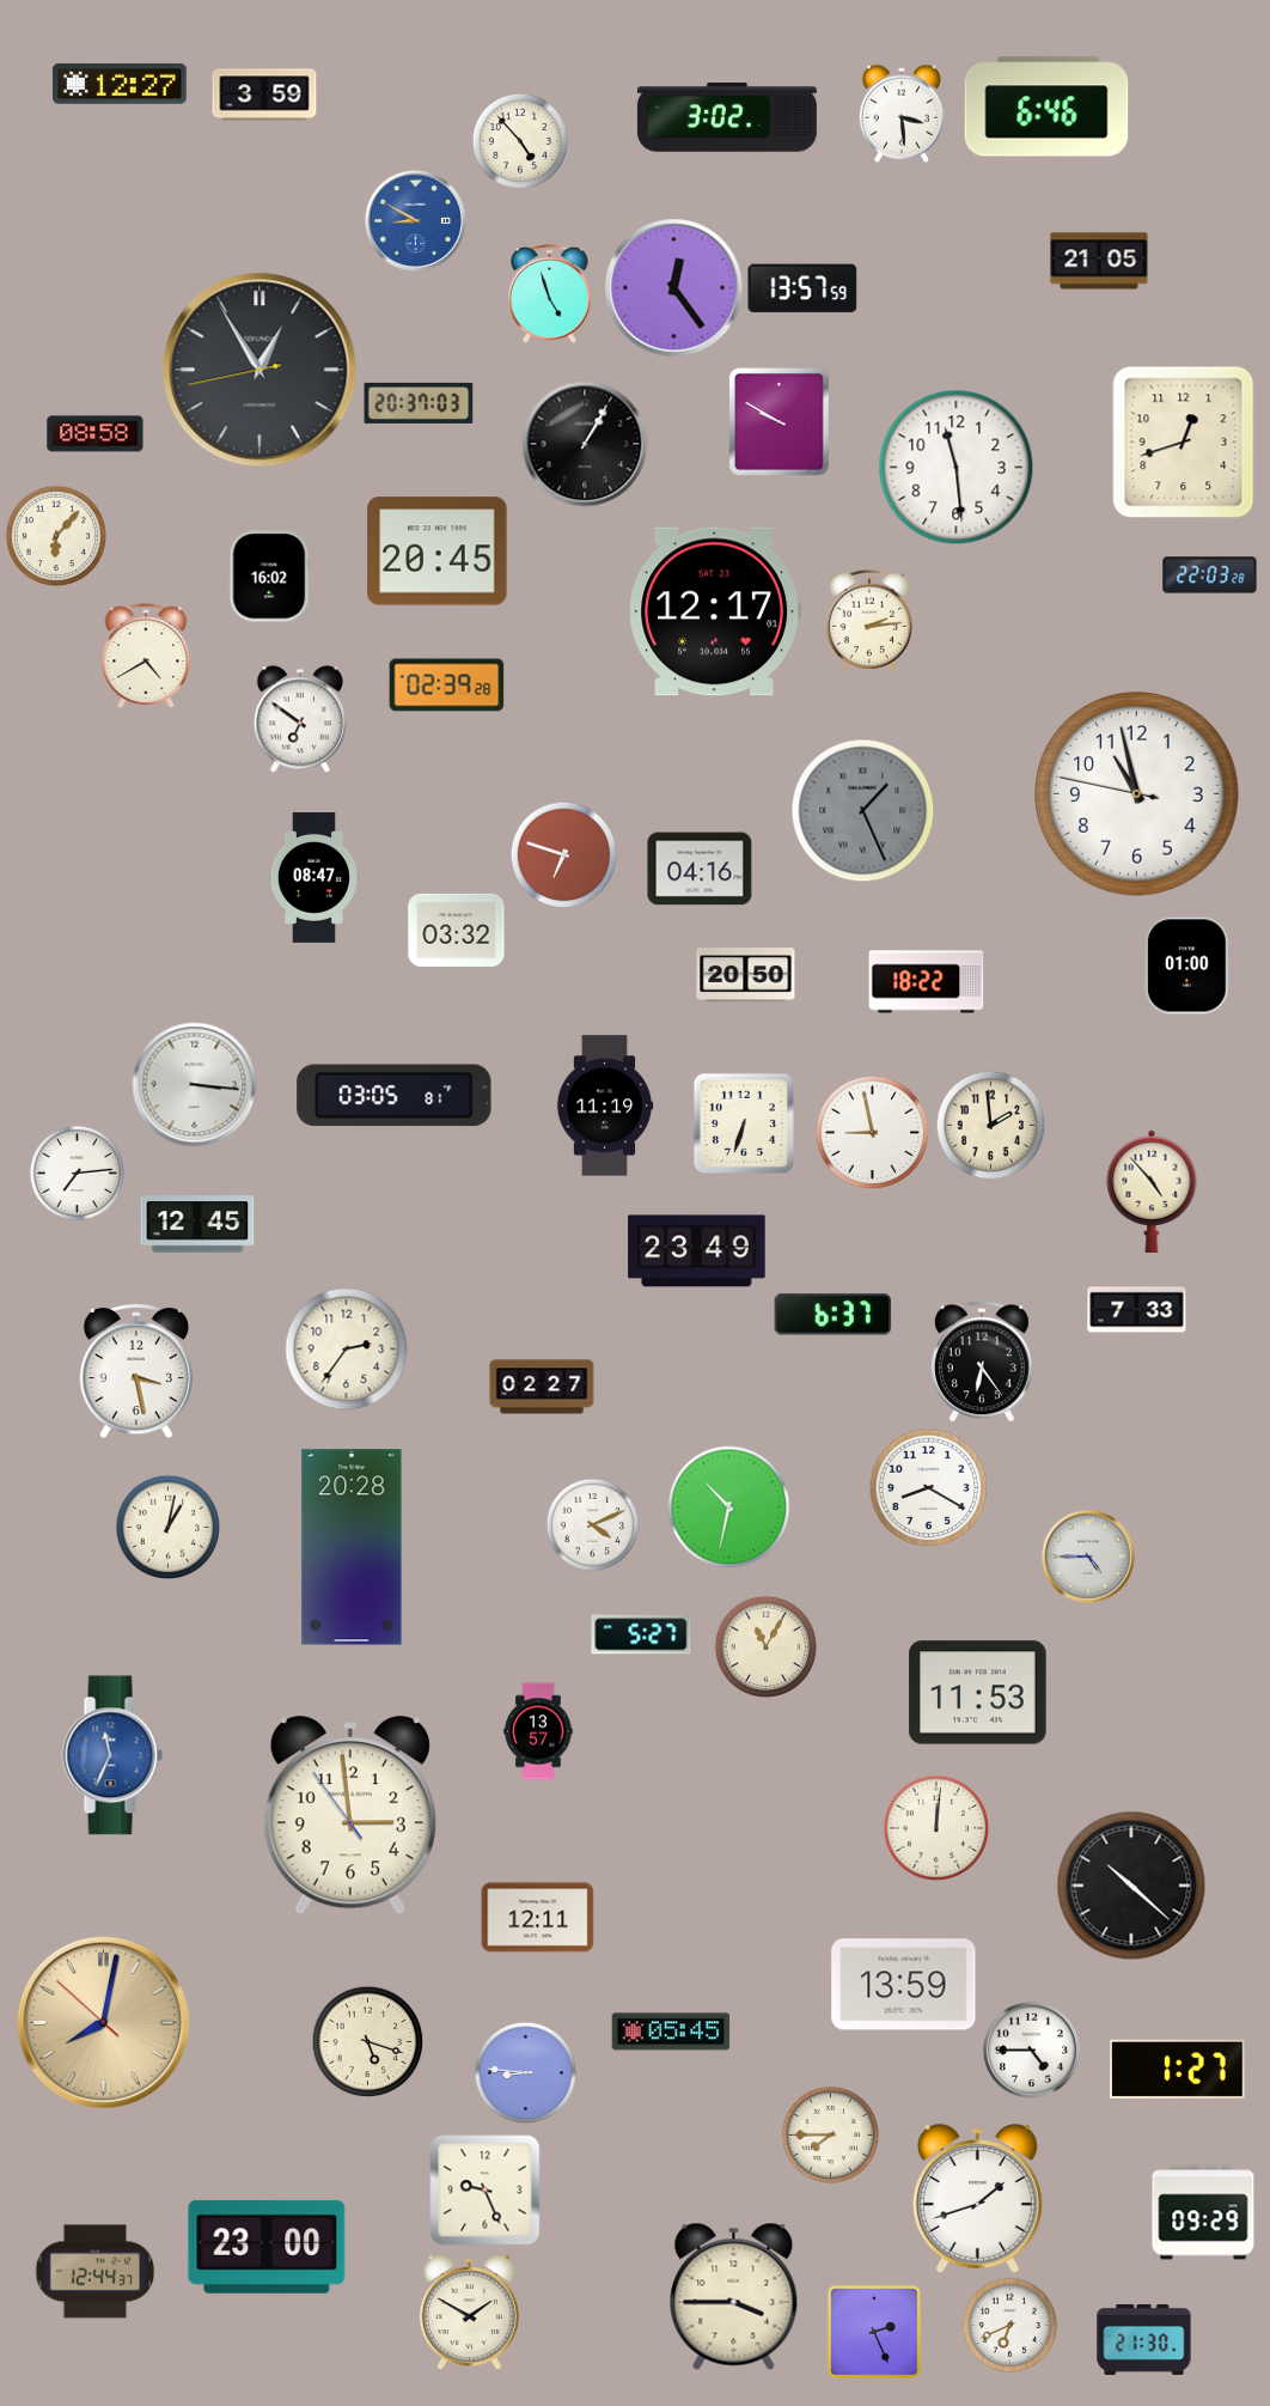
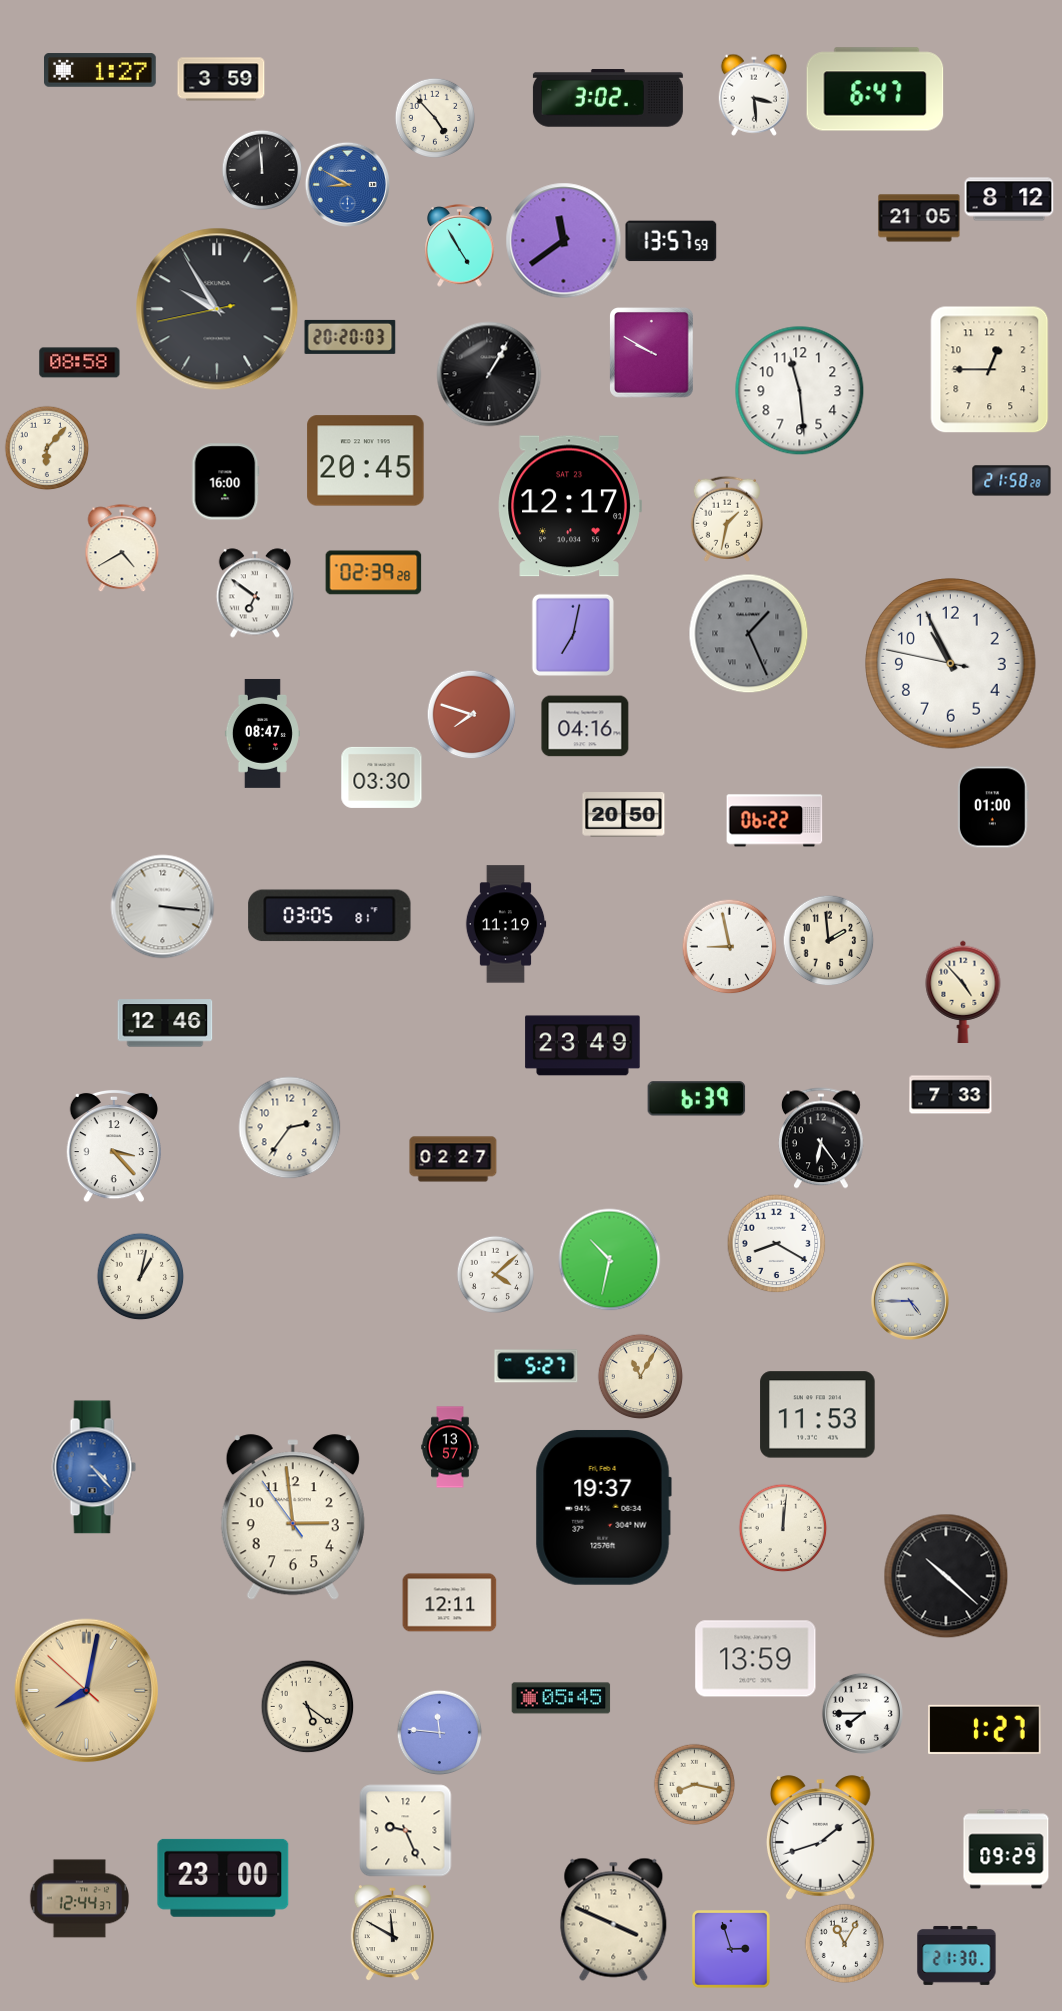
clock at (121, 84): 12:27 -> 1:27
clock at (1046, 106): 6:46 -> 6:47
clock at (262, 170): none -> 11:59
clock at (1009, 199): none -> 8:12
clock at (674, 288): 12:24 -> 11:39
clock at (550, 294): 4:57 -> 4:55
clock at (260, 370): 12:54 -> 9:54
clock at (419, 403): 20:37 -> 20:20
clock at (1184, 443): 12:42 -> 12:45
clock at (585, 444) position: (585, 444) -> (489, 374)
clock at (1210, 575): 22:03 -> 21:58
clock at (269, 577): 16:02 -> 16:00
clock at (715, 611) position: (715, 611) -> (570, 506)
clock at (869, 621): 2:14 -> 1:32
clock at (299, 719) position: (299, 719) -> (254, 593)
clock at (572, 634): none -> 7:02
clock at (1137, 794): 10:57 -> 10:55
clock at (863, 811) position: (863, 811) -> (749, 634)
clock at (563, 854): 6:48 -> 7:48
clock at (457, 930): 03:32 -> 03:30
clock at (927, 982): 18:22 -> 06:22
clock at (744, 1123): 6:33 -> none
clock at (77, 1172): 7:14 -> none
clock at (1152, 1190) position: (1152, 1190) -> (963, 991)
clock at (197, 1224): 12:45 -> 12:46
clock at (834, 1315): 6:37 -> 6:39
clock at (136, 1371): 3:28 -> 3:23
clock at (592, 1524): 4:11 -> 4:08
clock at (352, 1547): 20:28 -> none
clock at (112, 1755): 11:34 -> 4:23
clock at (603, 1507): none -> 19:37
clock at (367, 2041): 5:18 -> 5:21
clock at (1031, 2049): 4:45 -> 7:45
clock at (525, 2072): 8:46 -> 11:46
clock at (830, 2134): 7:45 -> 8:17
clock at (977, 2199) position: (977, 2199) -> (820, 1838)
clock at (734, 2296): 3:45 -> 3:49
clock at (469, 2313): 1:50 -> 11:50
clock at (1009, 2325): 6:41 -> 11:05
clock at (874, 2332): 2:26 -> 2:57
